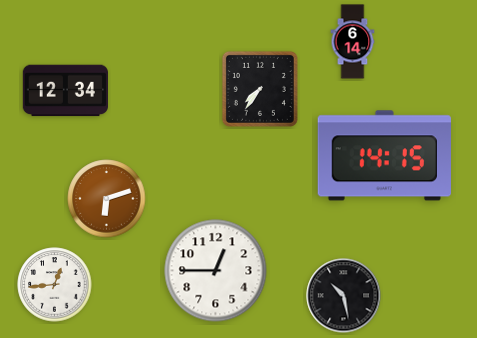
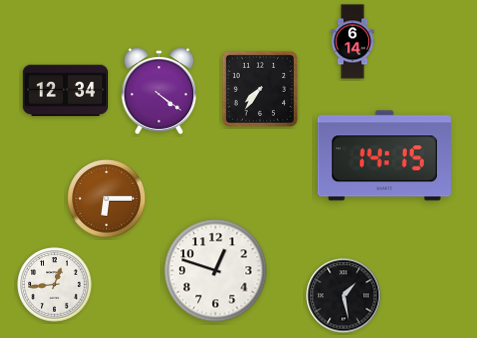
clock at (159, 91): none -> 4:21
clock at (107, 199): 6:12 -> 6:15
clock at (216, 271): 12:45 -> 12:48
clock at (344, 296): 10:28 -> 1:28
